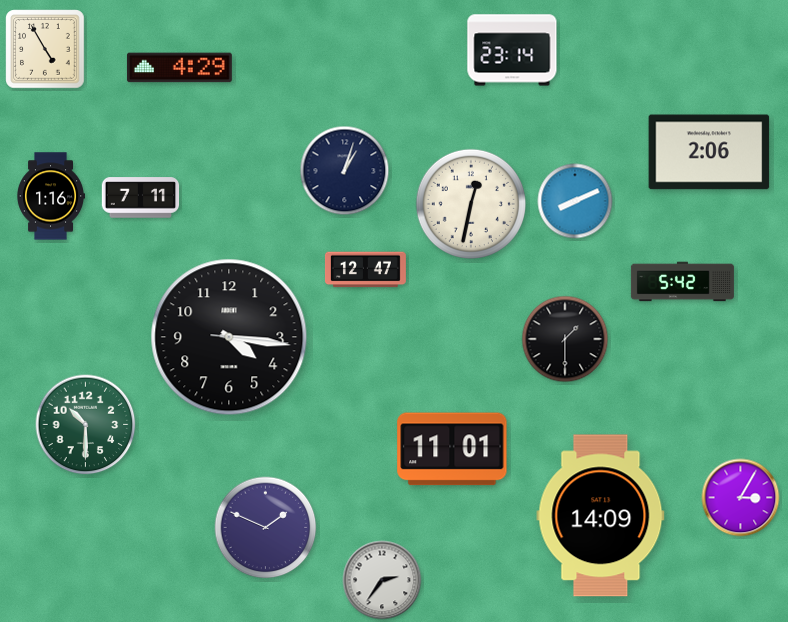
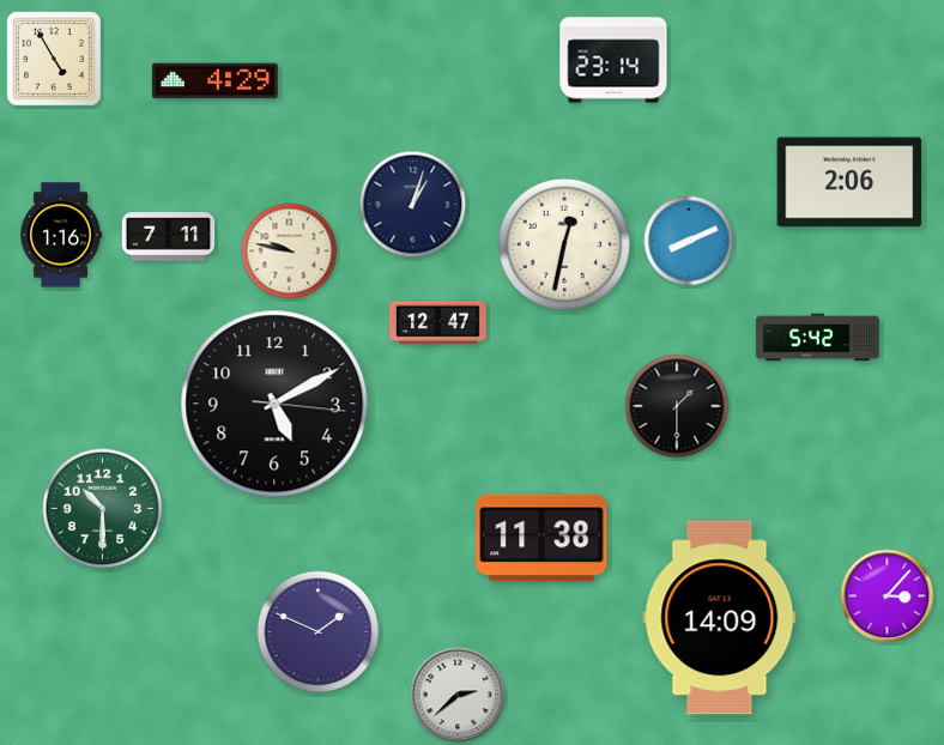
clock at (290, 252): none -> 9:47
clock at (229, 337): 4:16 -> 5:10
clock at (452, 449): 11:01 -> 11:38
clock at (741, 498): 3:05 -> 3:07
clock at (382, 580): 2:36 -> 2:38
